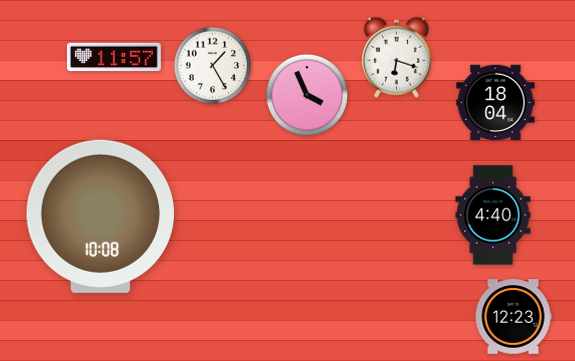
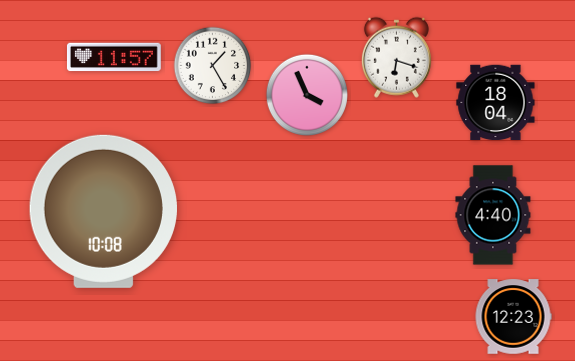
clock at (100, 216) position: (100, 216) -> (103, 211)
